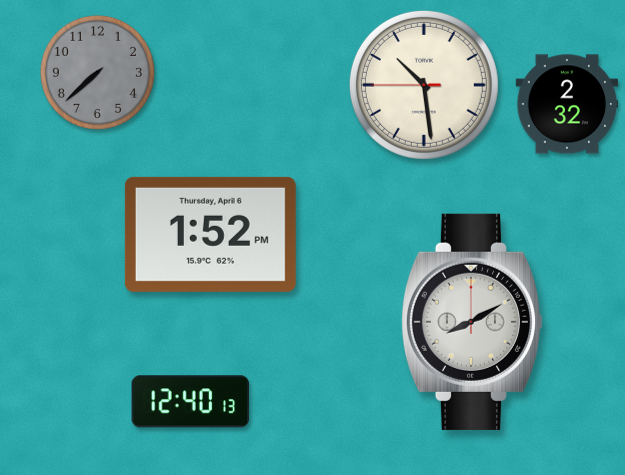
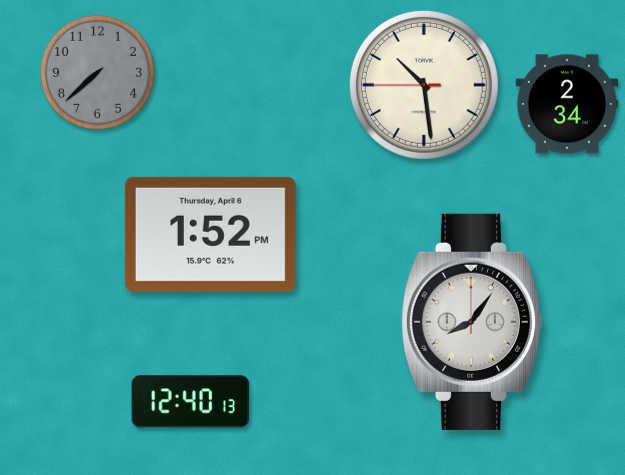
clock at (567, 104): 2:32 -> 2:34
clock at (471, 322): 8:10 -> 8:06
